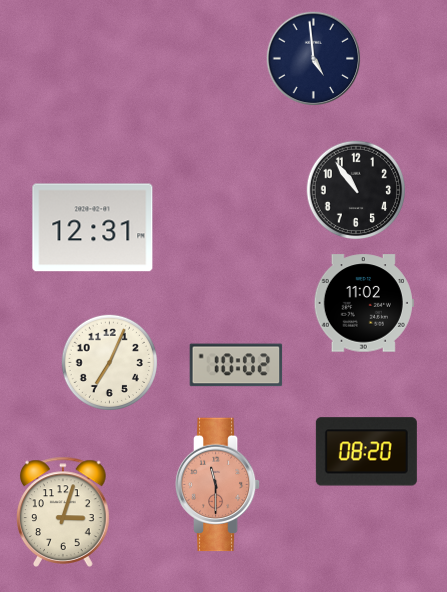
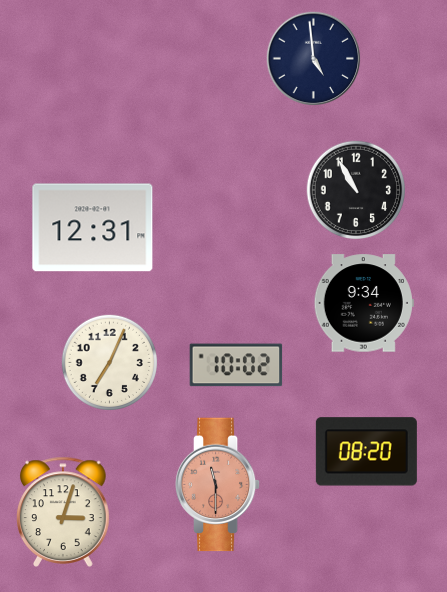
clock at (355, 189): 10:54 -> 10:55
clock at (364, 303): 11:02 -> 9:34
